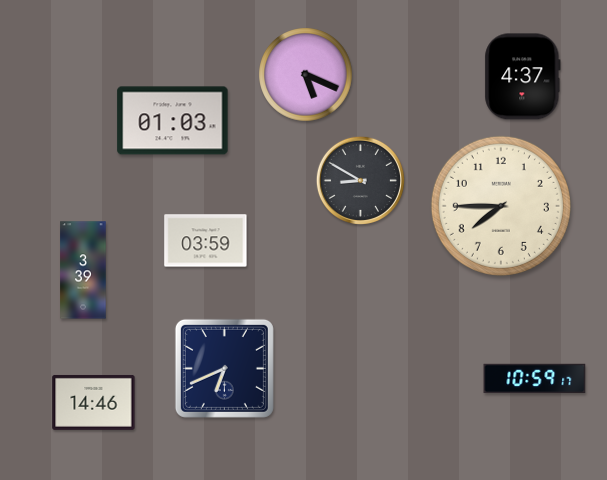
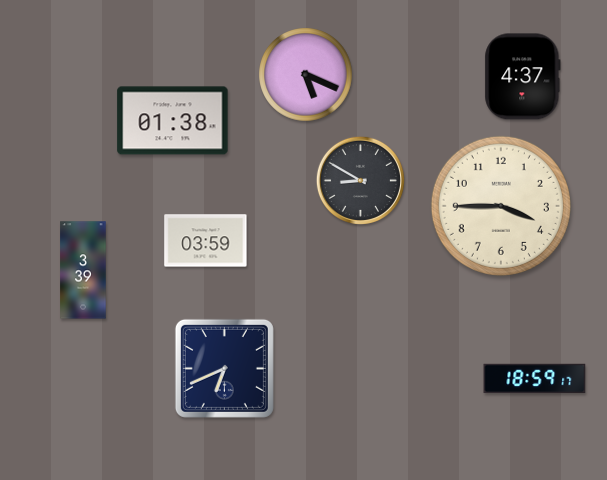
clock at (173, 121): 01:03 -> 01:38
clock at (501, 206): 7:45 -> 3:45
clock at (535, 379): 10:59 -> 18:59
clock at (94, 402): 14:46 -> none
